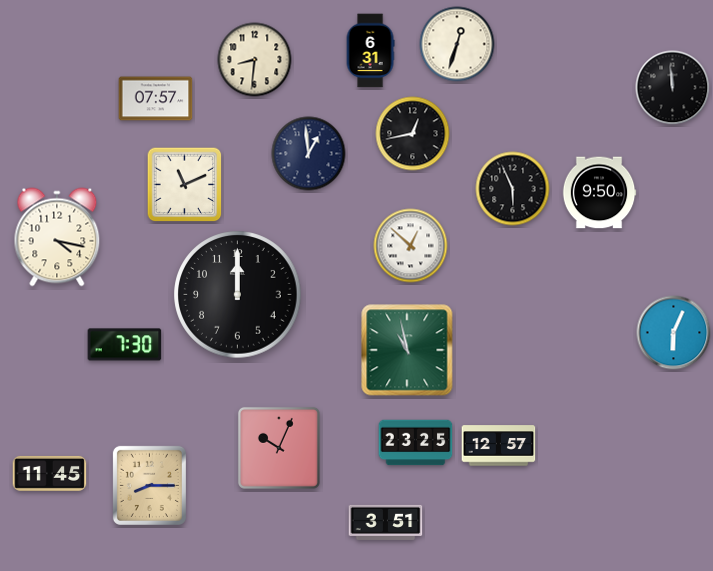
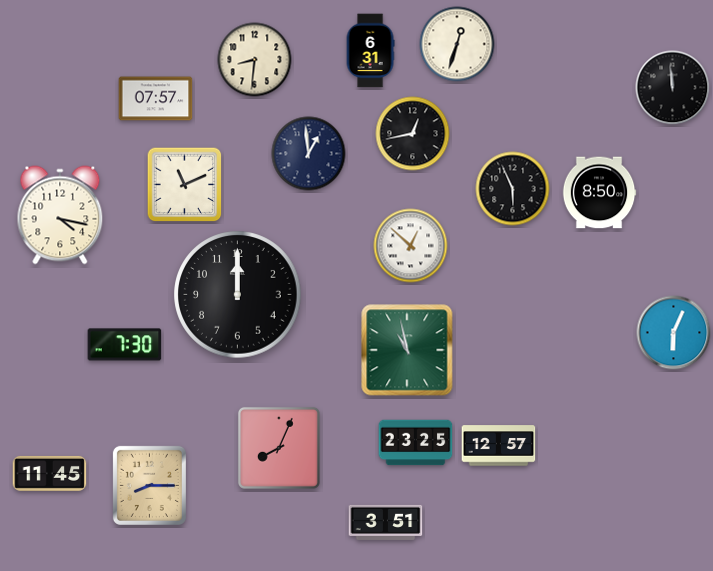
clock at (599, 193): 9:50 -> 8:50
clock at (57, 237) position: (57, 237) -> (60, 215)
clock at (279, 448): 10:04 -> 8:04
